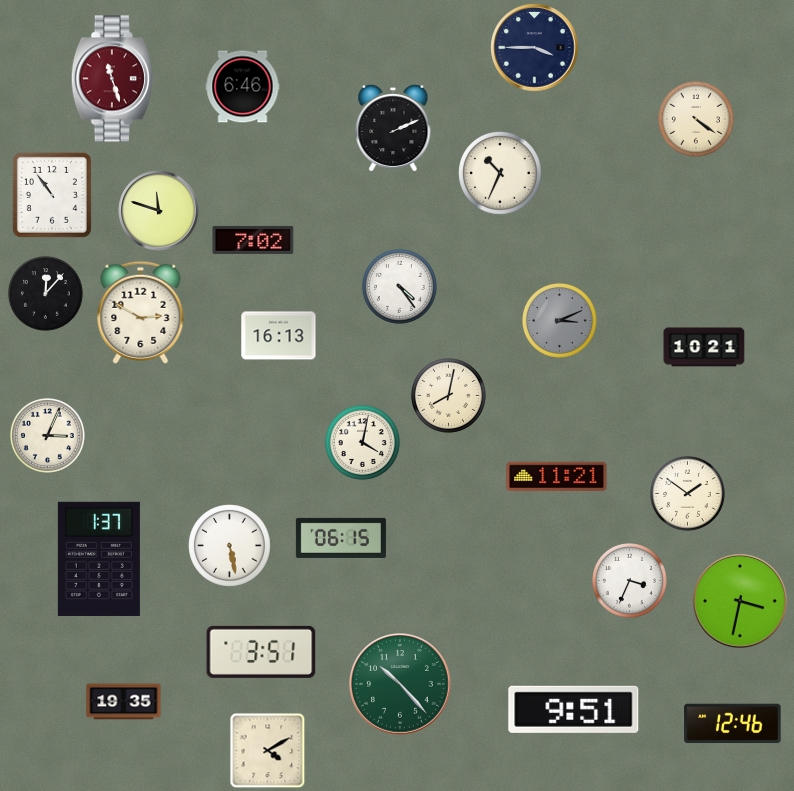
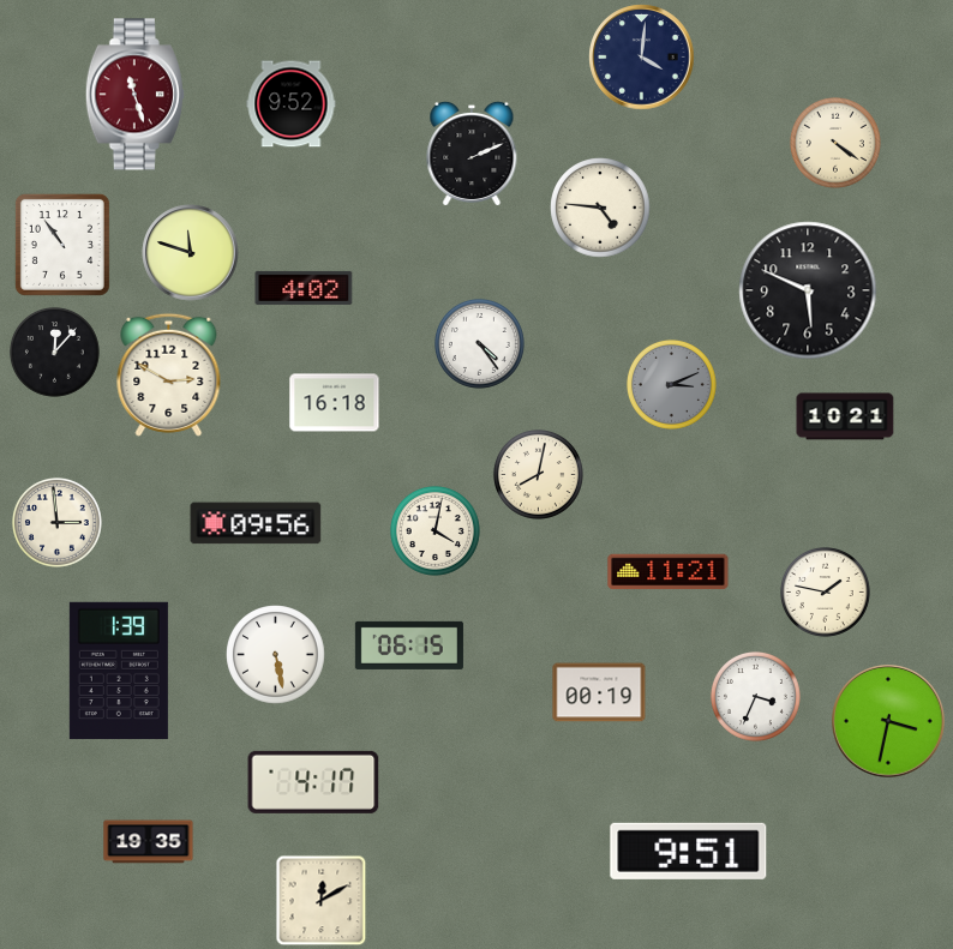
clock at (535, 48): 3:45 -> 4:01
clock at (243, 87): 6:46 -> 9:52
clock at (500, 173): 10:34 -> 4:46
clock at (52, 195) position: (52, 195) -> (62, 245)
clock at (253, 240): 7:02 -> 4:02
clock at (808, 290): none -> 5:49
clock at (279, 336): 16:13 -> 16:18
clock at (47, 435): 3:04 -> 2:59
clock at (256, 523): none -> 09:56
clock at (687, 493): 1:51 -> 1:47
clock at (99, 559): 1:37 -> 1:39
clock at (599, 692): none -> 00:19
clock at (261, 652): 3:51 -> 4:17
clock at (401, 685): 10:23 -> none
clock at (733, 724): 12:46 -> none
clock at (268, 751): 4:10 -> 12:10
